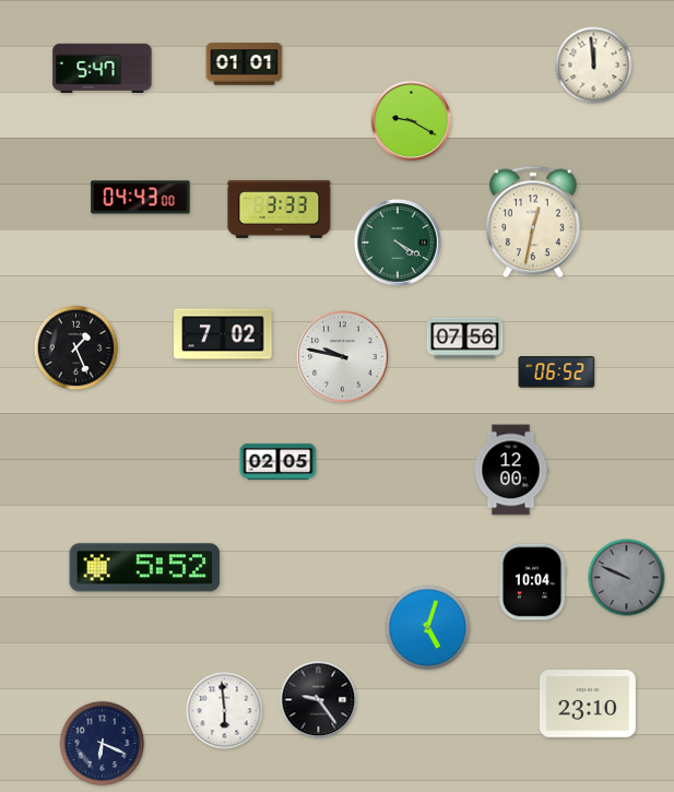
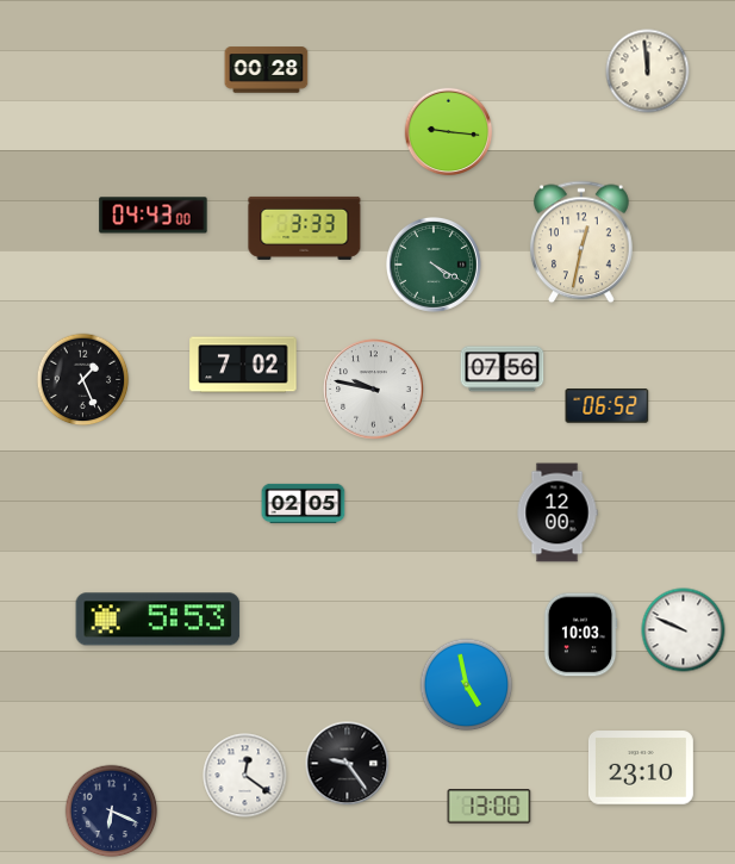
clock at (245, 64): 01:01 -> 00:28
clock at (103, 69): 5:47 -> none
clock at (412, 121): 9:20 -> 9:16
clock at (465, 339) position: (465, 339) -> (503, 369)
clock at (145, 568): 5:52 -> 5:53
clock at (627, 578) dial: grey -> white
clock at (532, 582): 10:04 -> 10:03
clock at (428, 628): 5:03 -> 4:58
clock at (225, 711): 5:59 -> 12:21
clock at (490, 807): none -> 13:00
